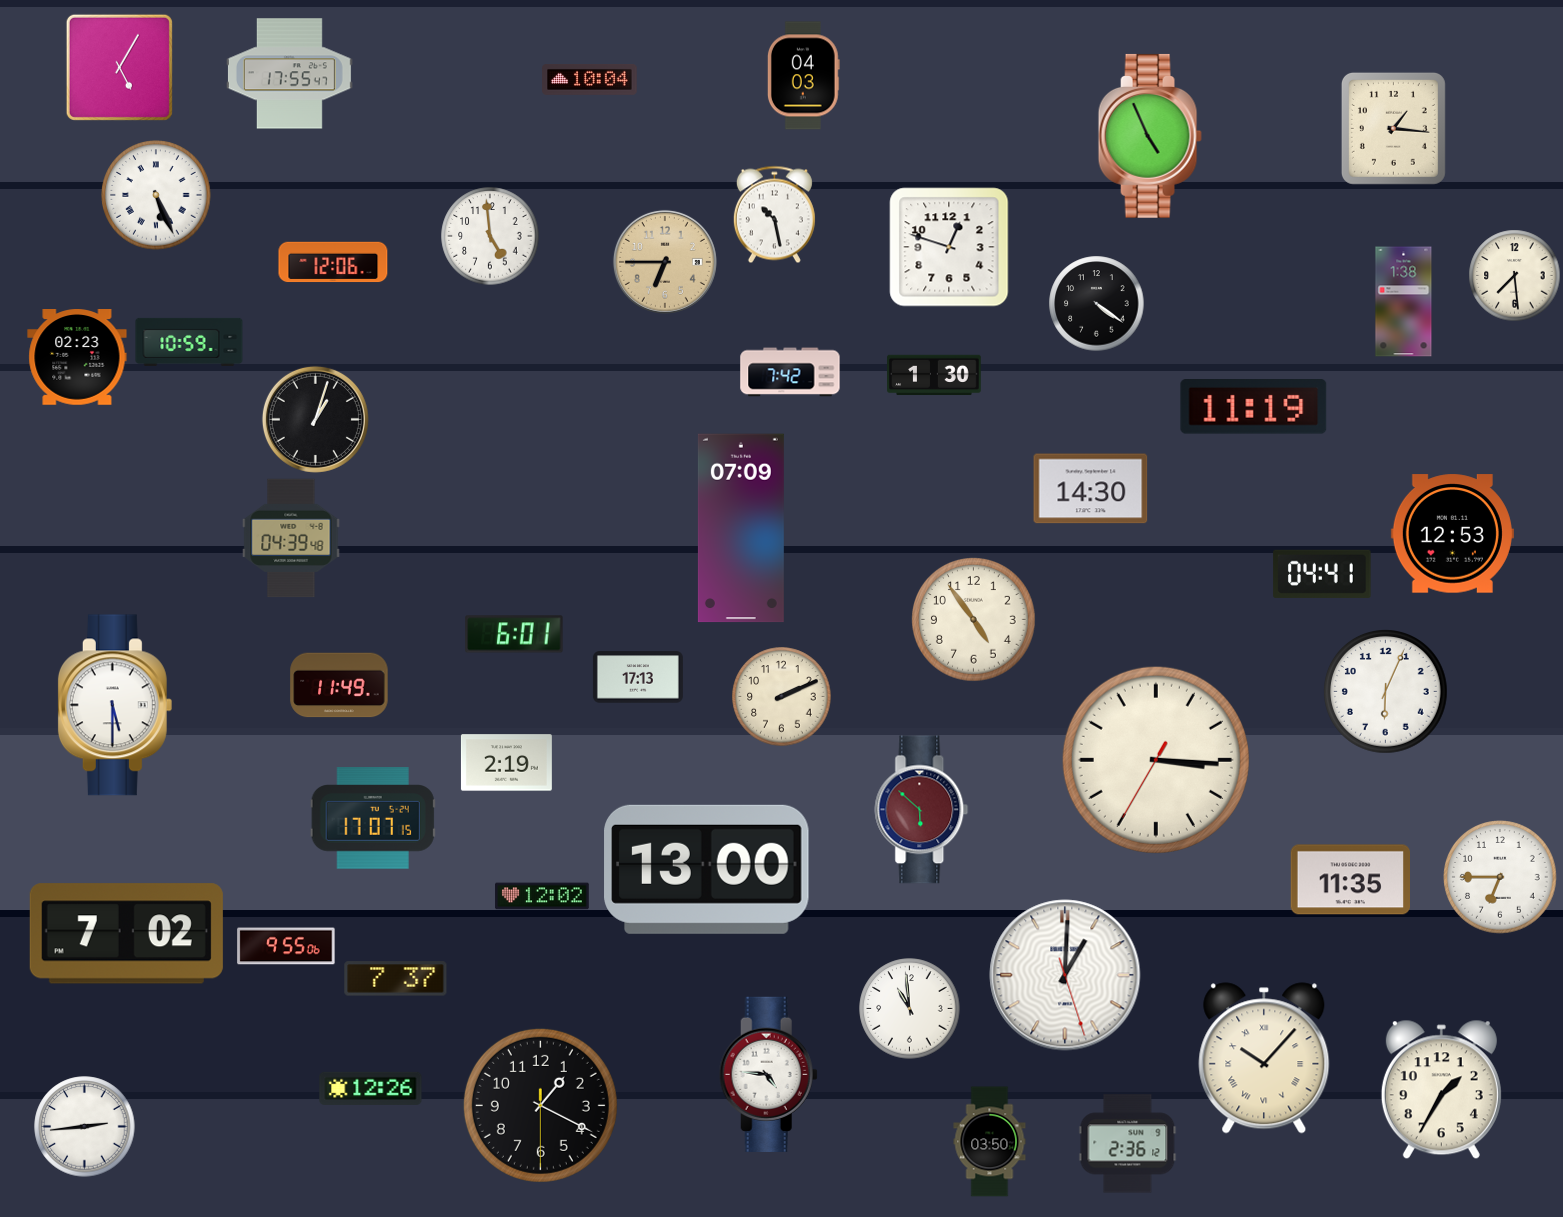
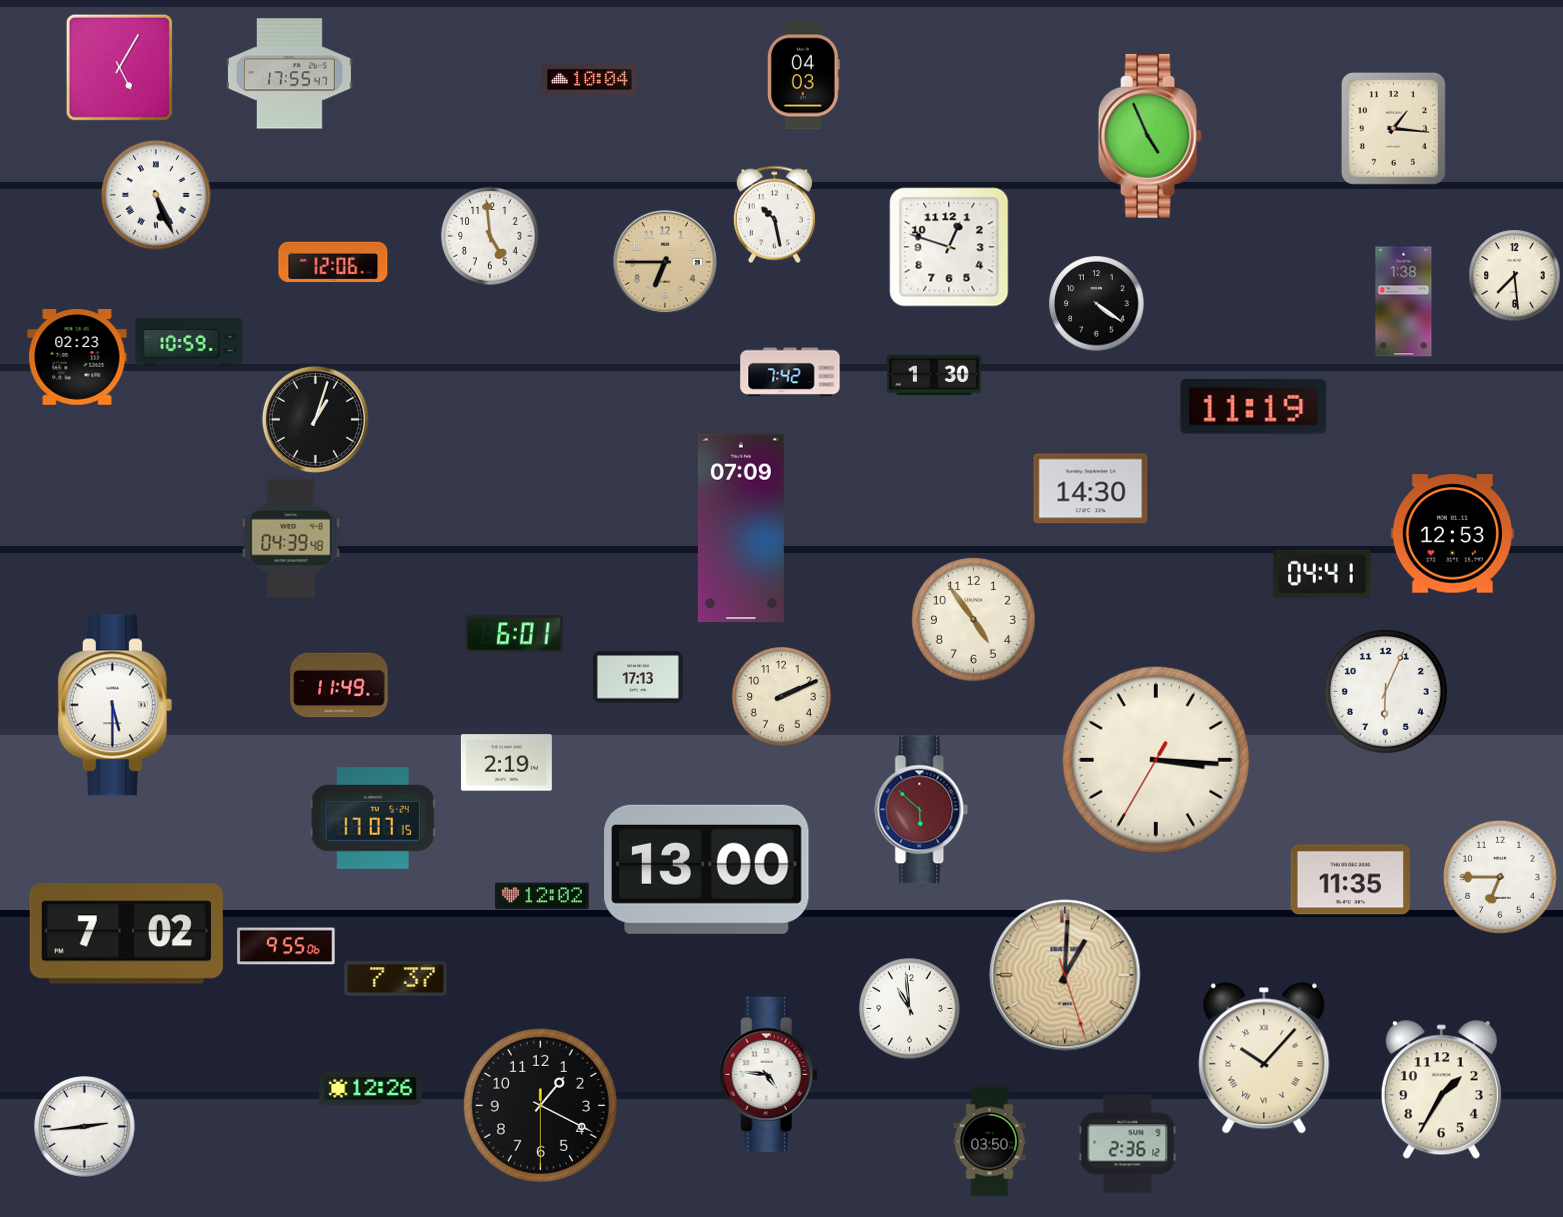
clock at (1065, 975) dial: white -> champagne
